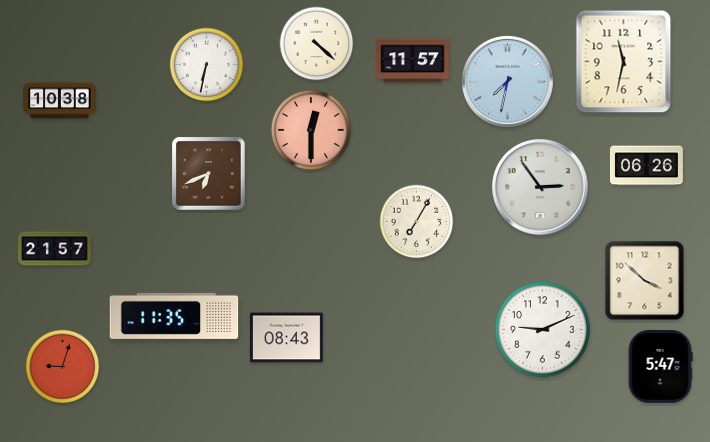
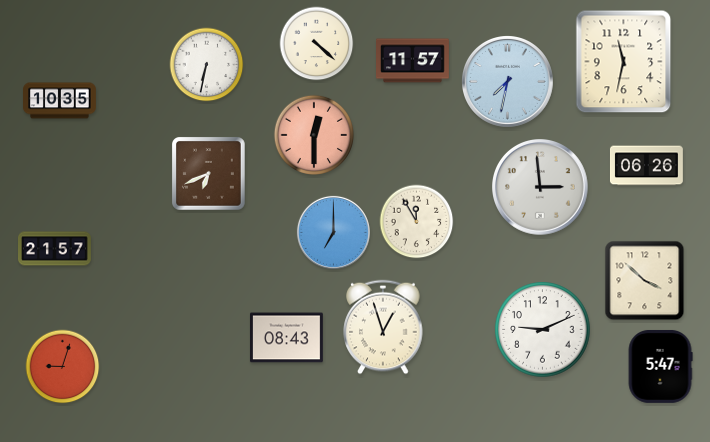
clock at (60, 101): 10:38 -> 10:35
clock at (310, 129) position: (310, 129) -> (313, 134)
clock at (541, 188): 2:54 -> 2:59
clock at (417, 222): 7:05 -> 11:55
clock at (333, 232): none -> 7:00
clock at (174, 316): 11:35 -> none
clock at (383, 327): none -> 12:57
